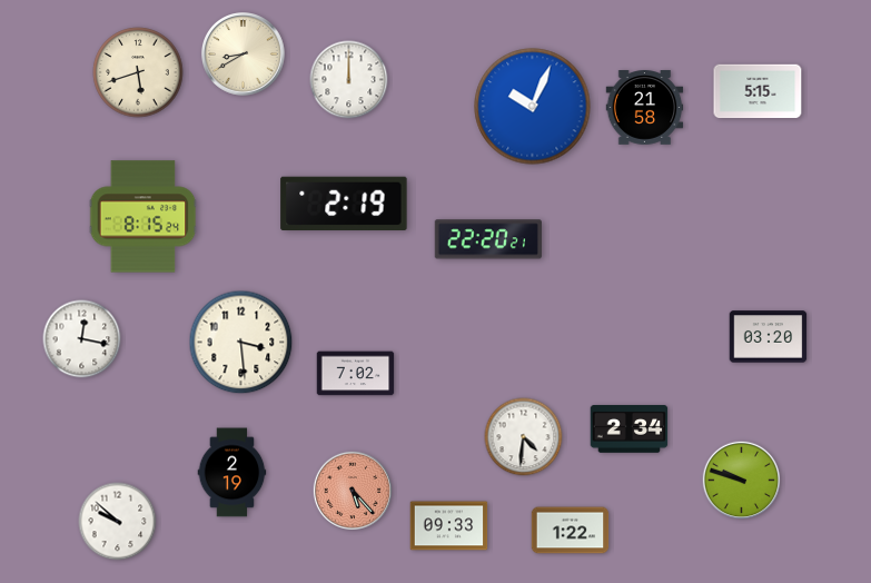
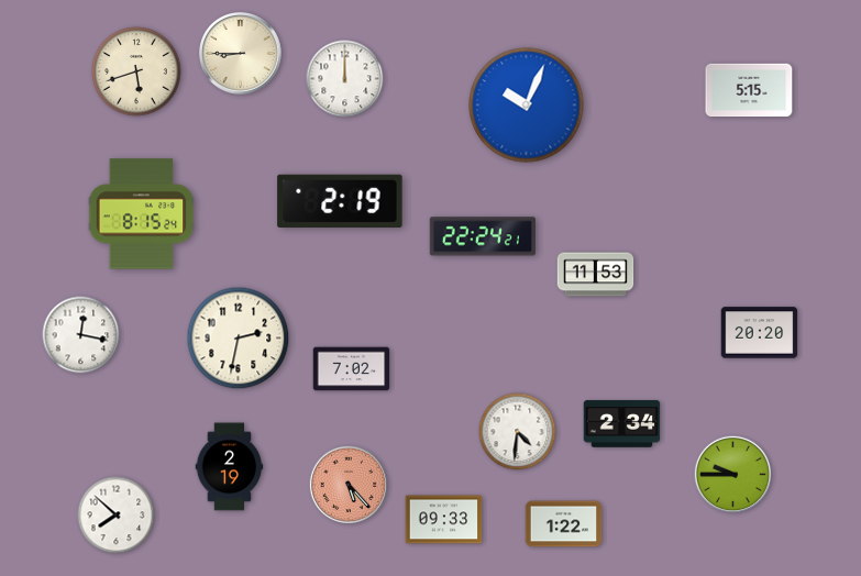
clock at (244, 55): 8:40 -> 8:45
clock at (645, 108): 21:58 -> none
clock at (488, 239): 22:20 -> 22:24
clock at (596, 275): none -> 11:53
clock at (769, 337): 03:20 -> 20:20
clock at (241, 343): 3:29 -> 2:32
clock at (741, 480): 9:48 -> 9:45
clock at (118, 522): 9:52 -> 7:52
